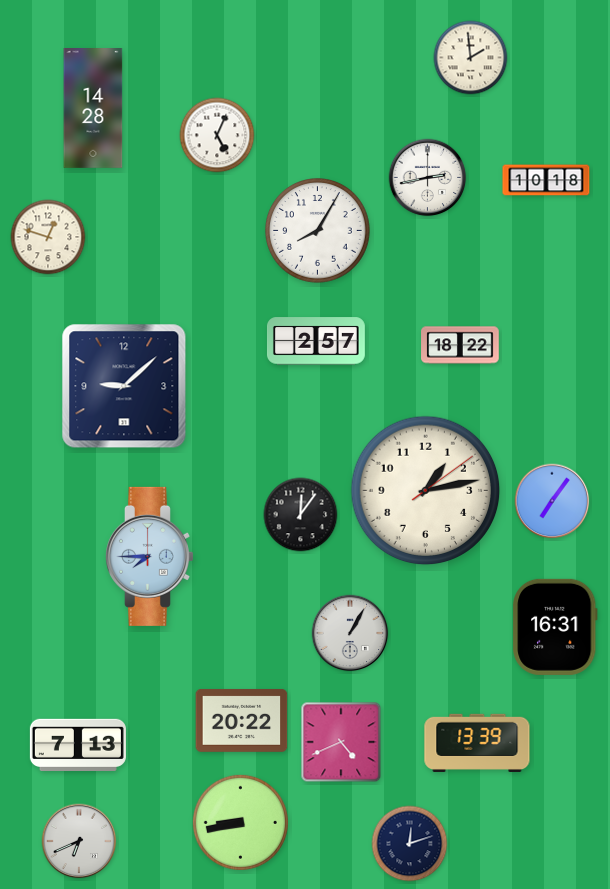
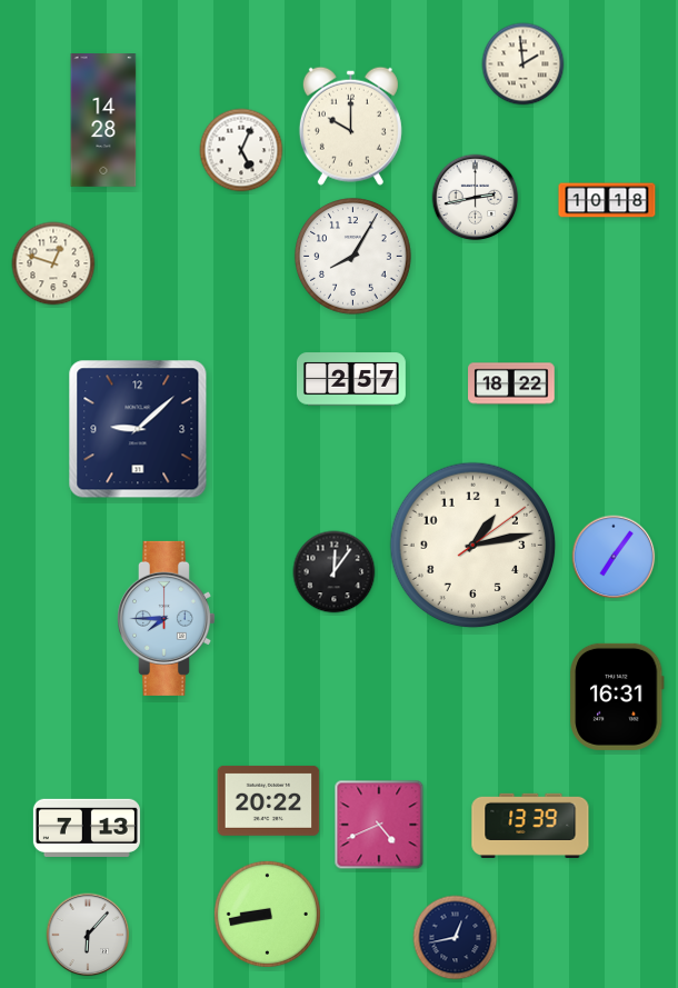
clock at (350, 126): none -> 10:00
clock at (350, 633): 1:05 -> none
clock at (79, 841): 6:41 -> 6:07
clock at (410, 844): 12:12 -> 12:43
